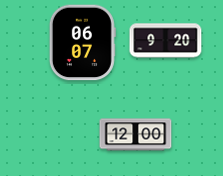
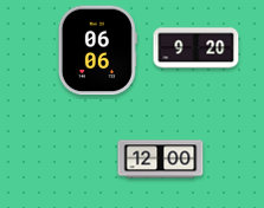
clock at (82, 43): 06:07 -> 06:06
